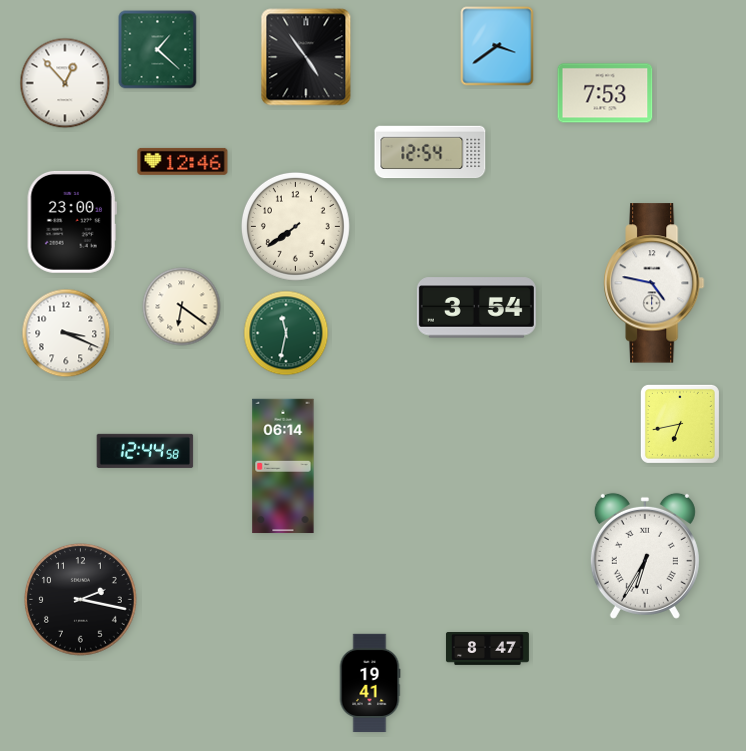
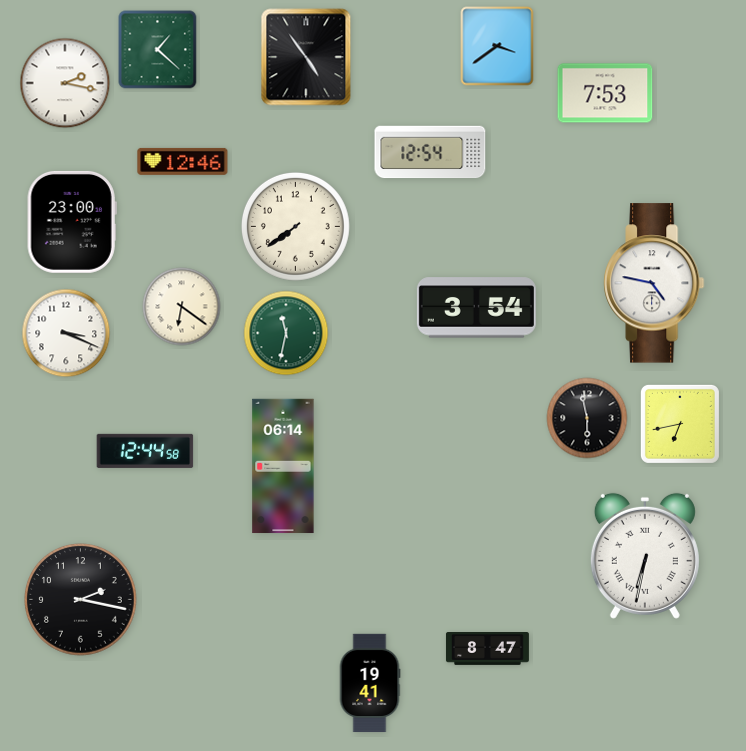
clock at (65, 83): 12:53 -> 2:17
clock at (587, 418): none -> 5:58
clock at (645, 556): 6:35 -> 6:32
